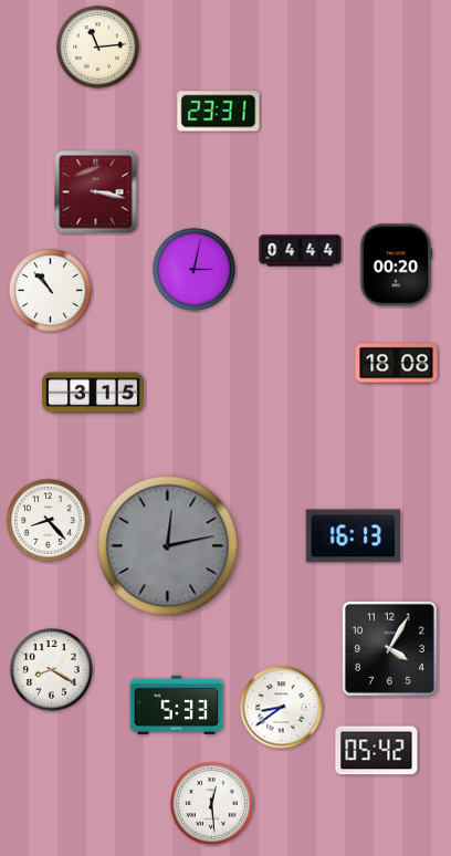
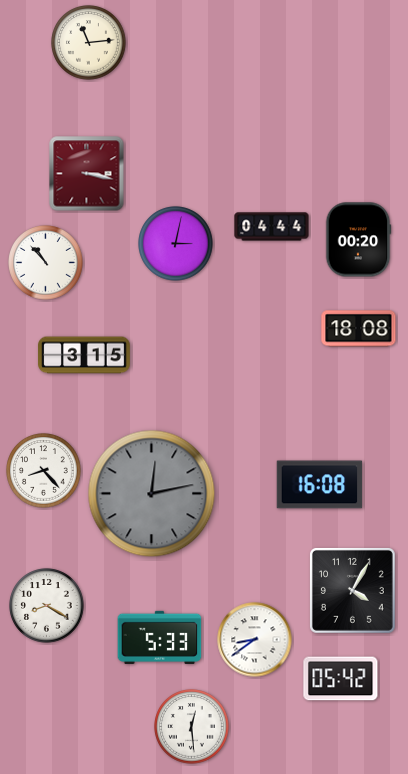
clock at (219, 112): 23:31 -> none
clock at (354, 536): 16:13 -> 16:08
clock at (389, 648) position: (389, 648) -> (352, 590)
